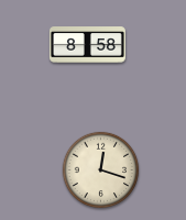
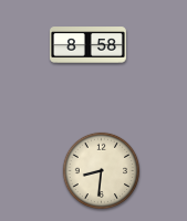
clock at (101, 170): 12:18 -> 8:31
